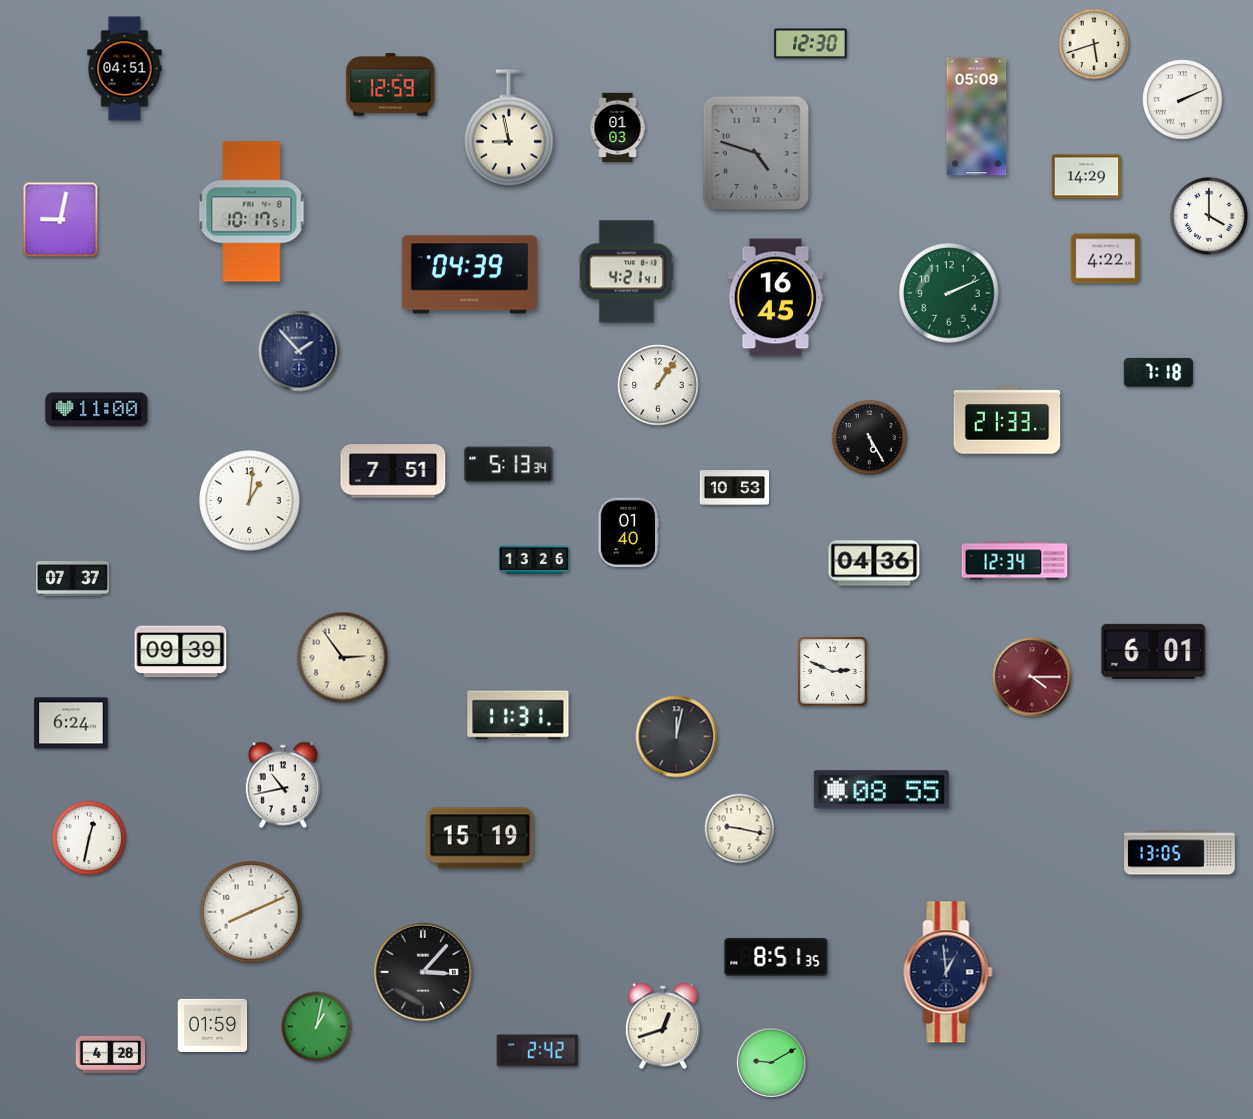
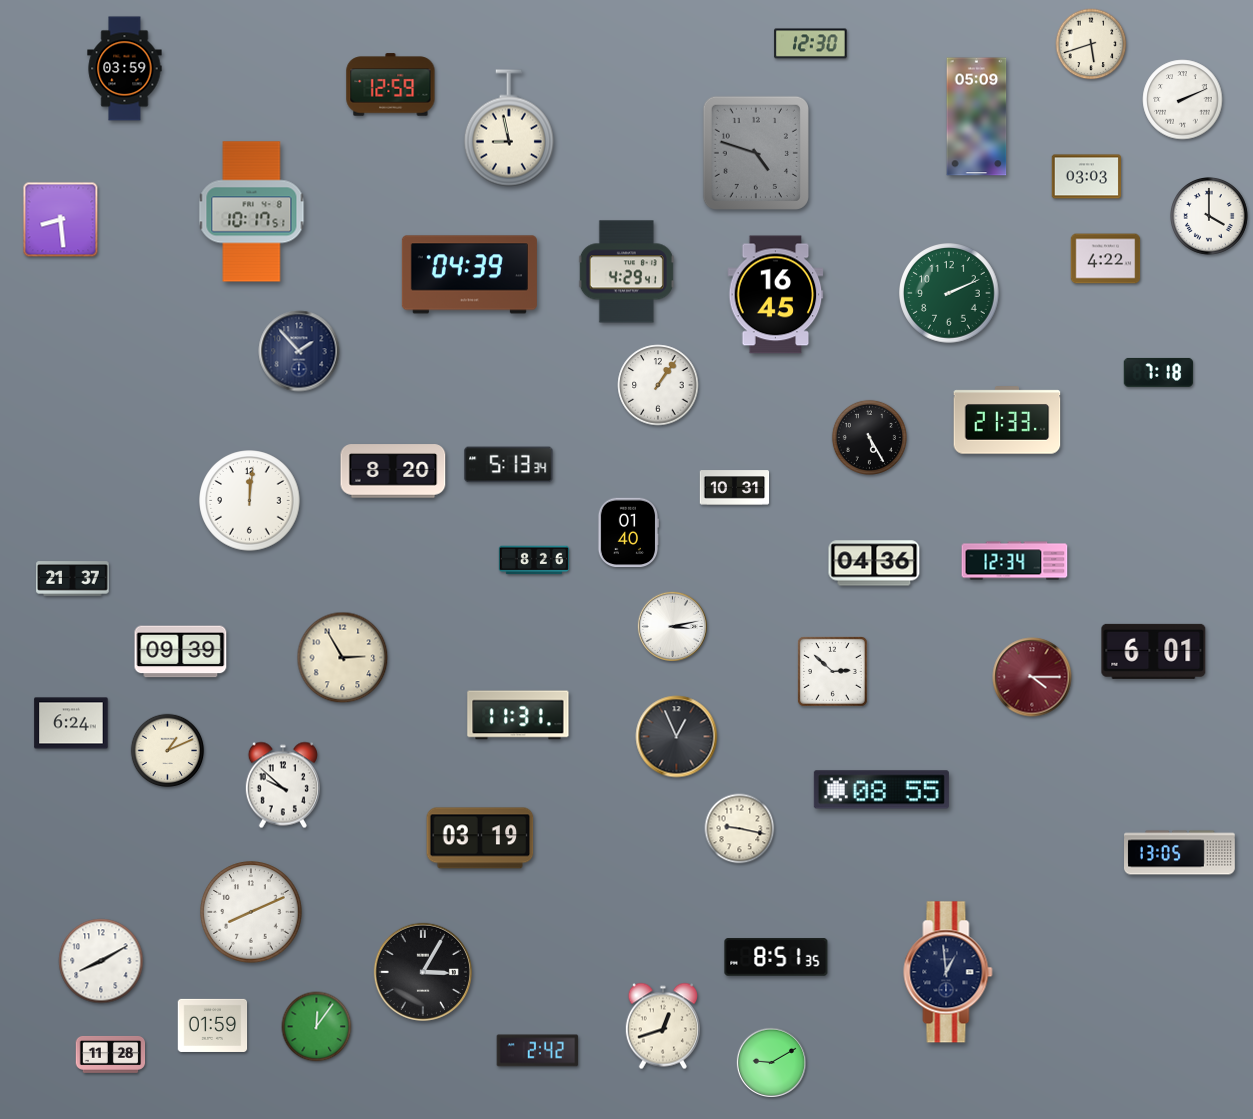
clock at (1094, 44) position: (1094, 44) -> (1091, 44)
clock at (125, 69): 04:51 -> 03:59
clock at (618, 128): 01:03 -> none
clock at (1087, 177): 14:29 -> 03:03
clock at (61, 220): 9:02 -> 8:29
clock at (626, 272): 4:21 -> 4:29
clock at (776, 298) position: (776, 298) -> (776, 295)
clock at (97, 410): 11:00 -> none
clock at (393, 471): 7:51 -> 8:20
clock at (735, 488): 10:53 -> 10:31
clock at (250, 501): 1:01 -> 12:01
clock at (534, 560): 13:26 -> 8:26
clock at (73, 579): 07:37 -> 21:37
clock at (672, 626): none -> 3:13
clock at (343, 658): 2:54 -> 2:55
clock at (832, 671): 2:49 -> 2:52
clock at (677, 737): 12:02 -> 12:56
clock at (168, 751): none -> 1:11
clock at (283, 785): 10:43 -> 9:52
clock at (88, 837): 12:32 -> none
clock at (480, 838): 15:19 -> 03:19
clock at (101, 961): none -> 8:10
clock at (423, 972): 3:07 -> 3:05
clock at (317, 1027): 1:02 -> 12:06
clock at (111, 1054): 4:28 -> 11:28
